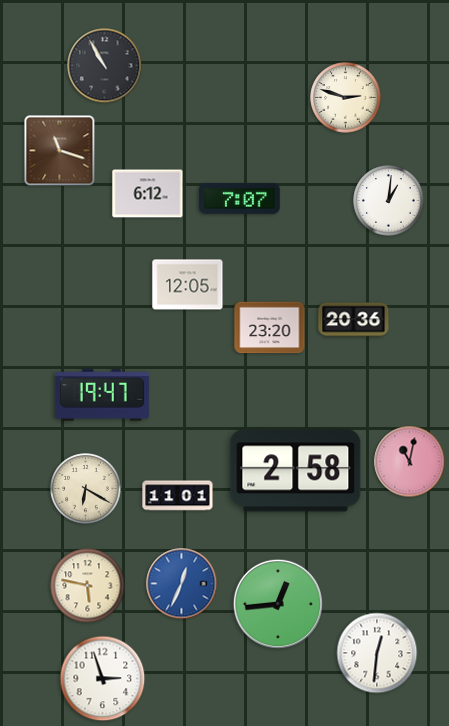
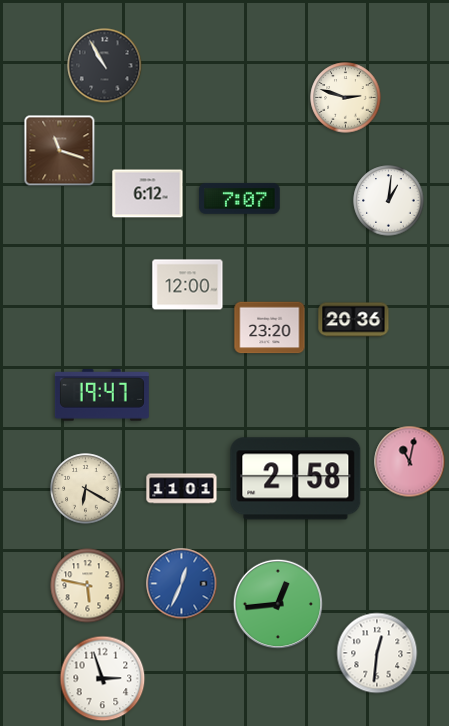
clock at (188, 285): 12:05 -> 12:00
clock at (296, 471) position: (296, 471) -> (296, 479)
clock at (178, 496) position: (178, 496) -> (182, 489)
